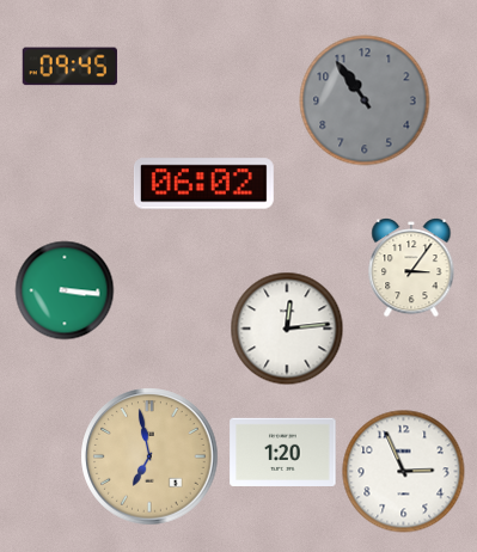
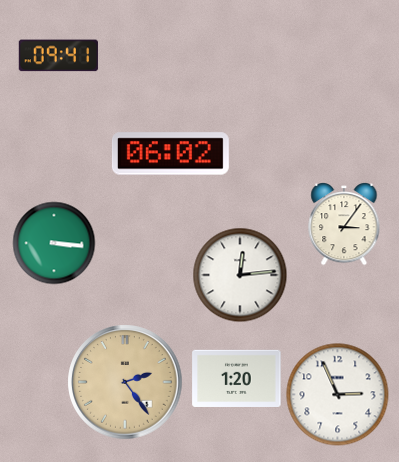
clock at (69, 67): 09:45 -> 09:41
clock at (365, 100): 10:54 -> none
clock at (149, 456): 6:58 -> 2:24
